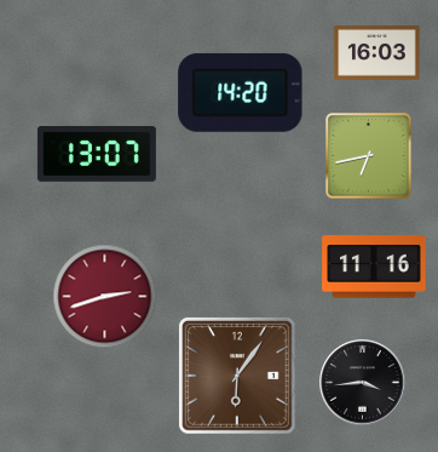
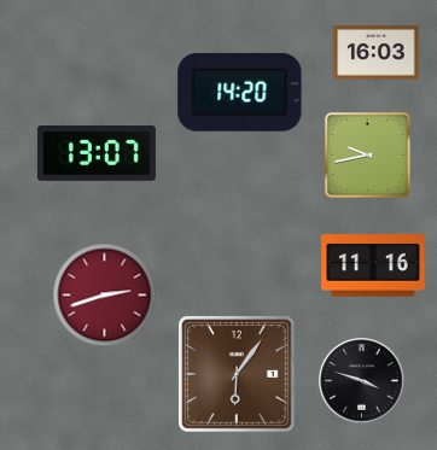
clock at (369, 156): 6:43 -> 9:43
clock at (363, 383): 3:44 -> 3:48
